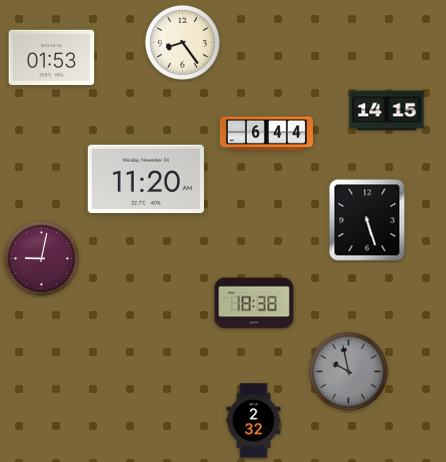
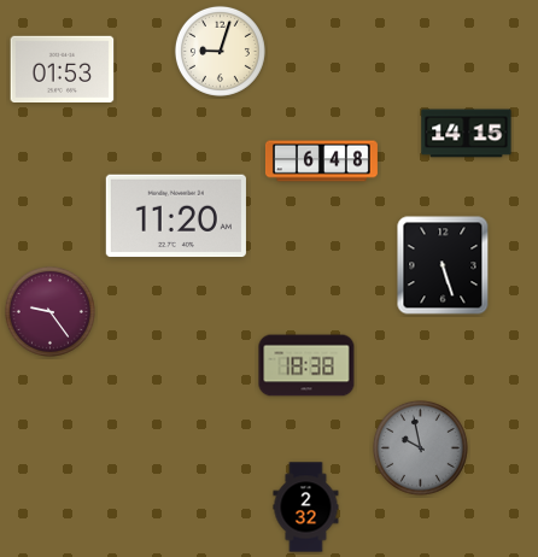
clock at (182, 42): 8:24 -> 9:03
clock at (266, 134): 6:44 -> 6:48
clock at (41, 258): 9:02 -> 9:24
